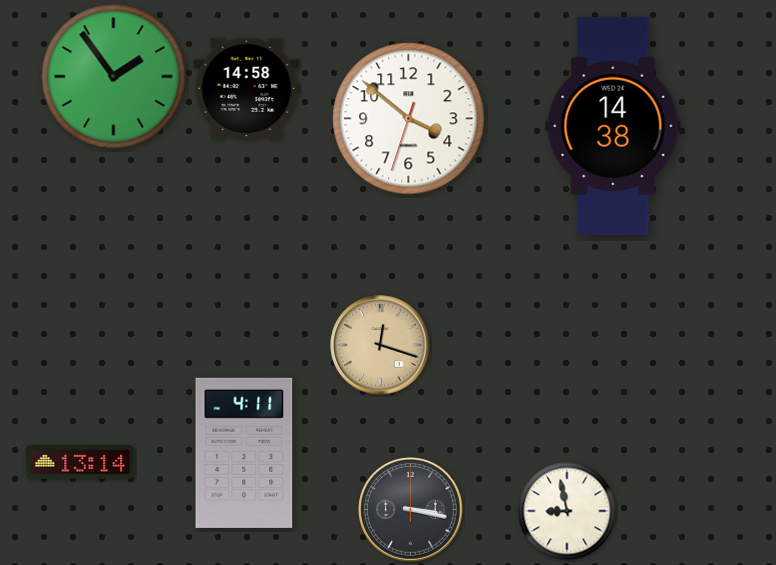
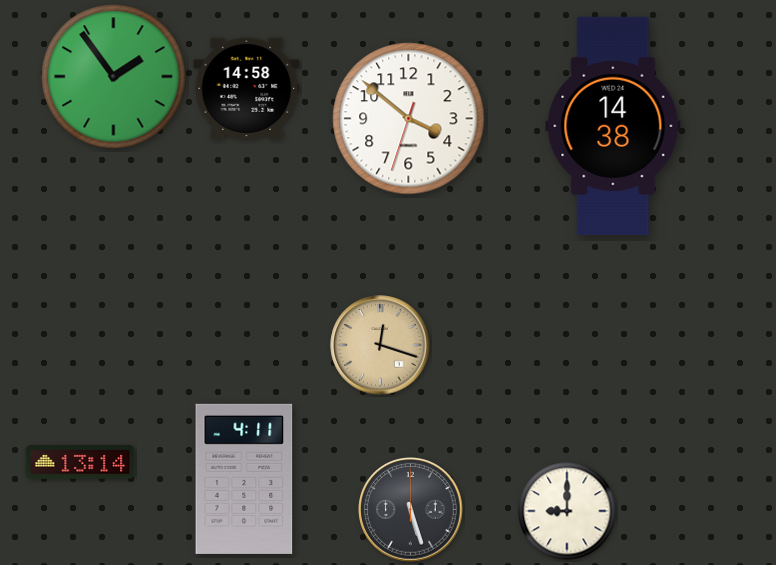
clock at (244, 453) position: (244, 453) -> (244, 479)
clock at (411, 510): 3:17 -> 5:27
clock at (567, 511): 8:58 -> 9:00
